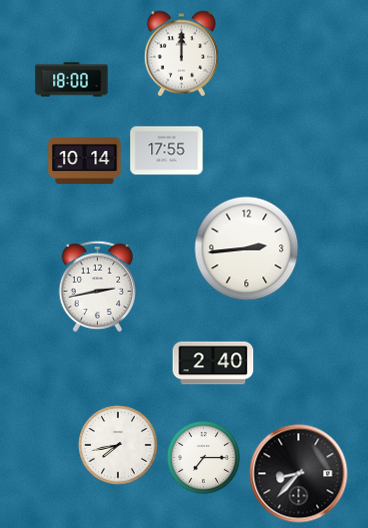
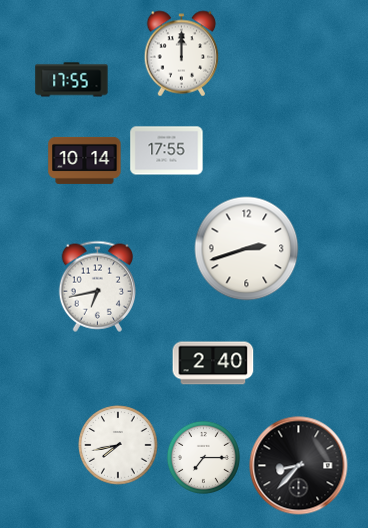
clock at (72, 80): 18:00 -> 17:55
clock at (247, 249): 2:44 -> 2:42
clock at (97, 286): 2:43 -> 6:43
clock at (299, 474) position: (299, 474) -> (299, 466)
